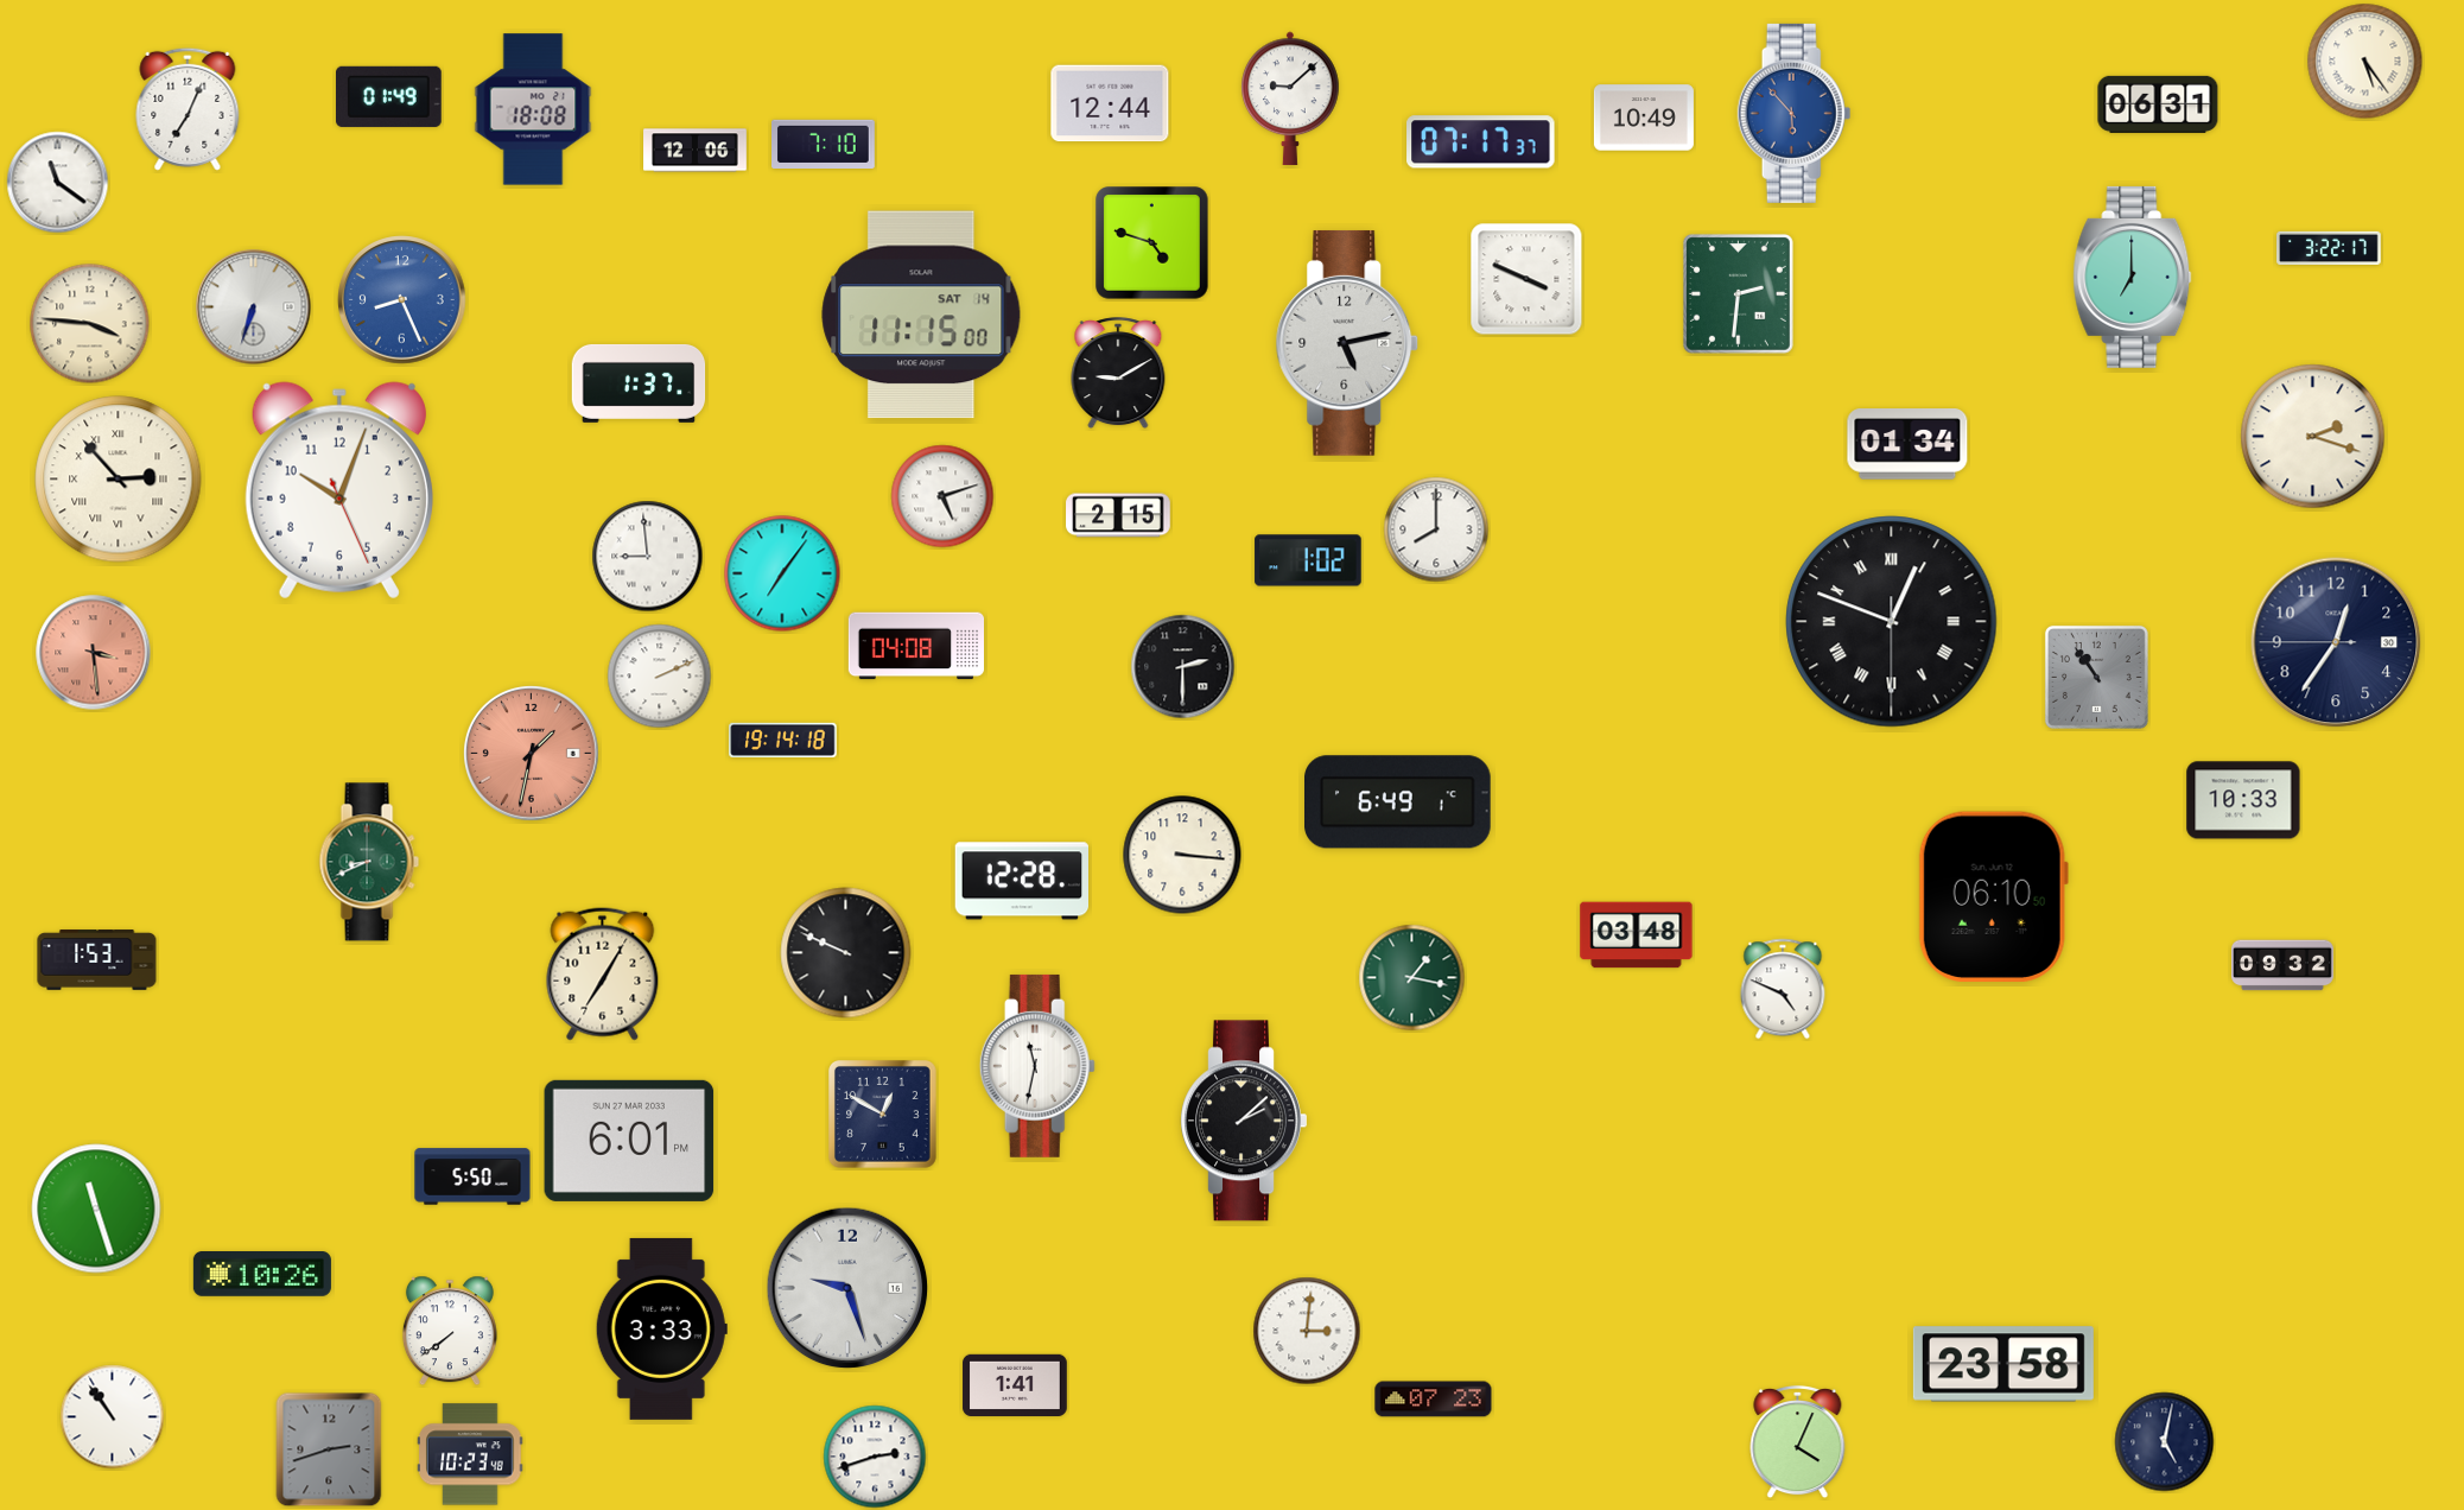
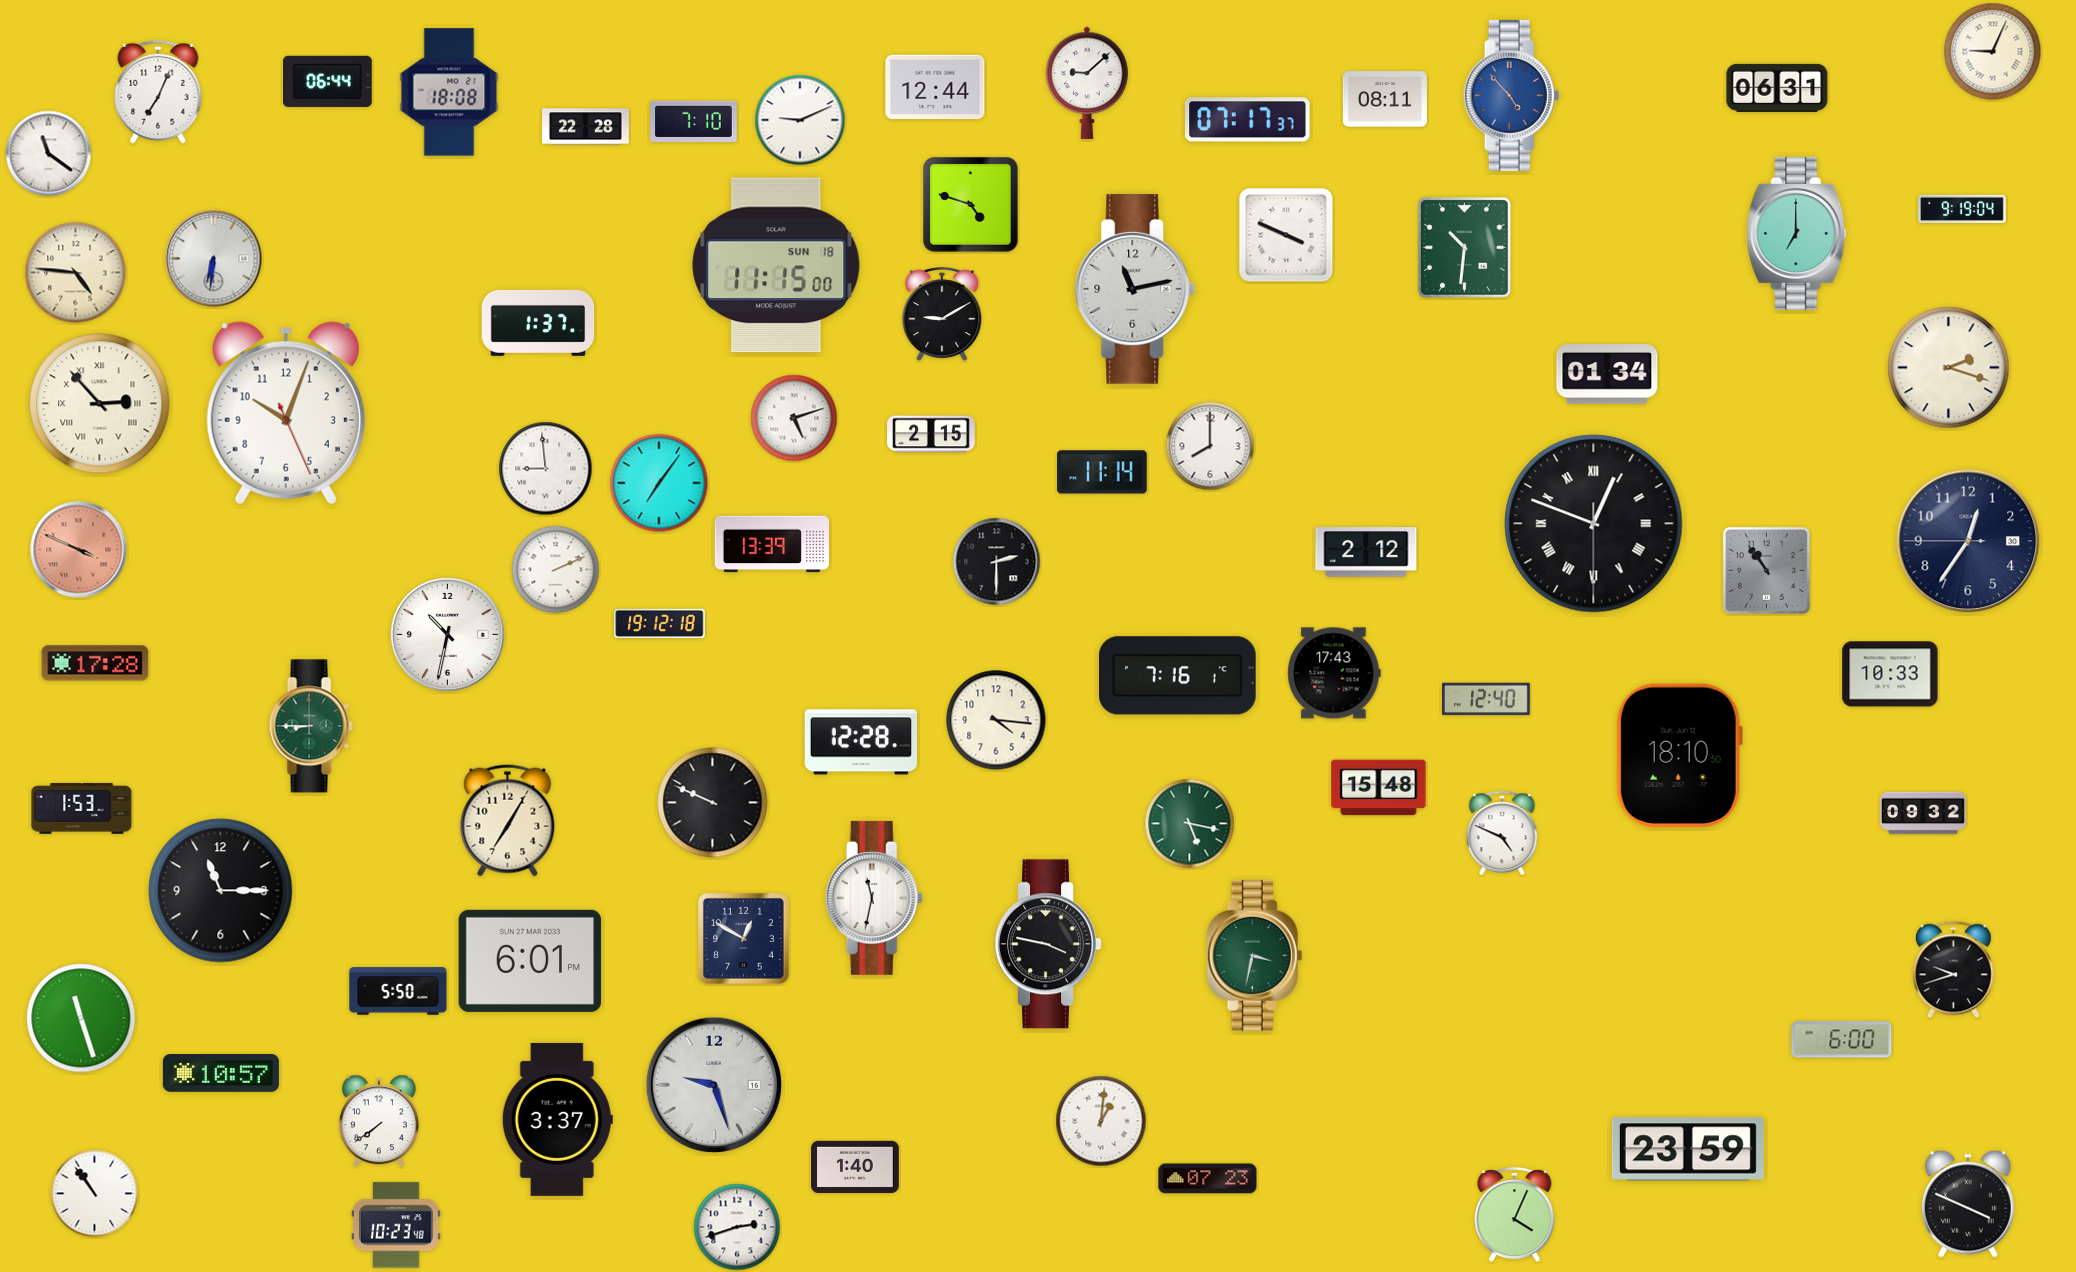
clock at (2365, 62): 5:24 -> 9:04
clock at (389, 96): 01:49 -> 06:44
clock at (2158, 104) position: (2158, 104) -> (1777, 88)
clock at (1795, 113): 5:53 -> 4:53
clock at (1644, 118): 10:49 -> 08:11
clock at (800, 120): none -> 9:11
clock at (696, 151): 12:06 -> 22:28
clock at (2329, 248): 3:22 -> 9:19
clock at (1738, 293): 2:31 -> 10:31
clock at (402, 300): 8:26 -> none
clock at (254, 307): 6:33 -> 6:31
clock at (921, 315) date: SAT 14 -> SUN 18
clock at (90, 324): 3:46 -> 4:46
clock at (1347, 343): 5:13 -> 11:13
clock at (1118, 515) position: (1118, 515) -> (931, 434)
clock at (1308, 560): 1:02 -> 11:14
clock at (915, 646): 04:08 -> 13:39
clock at (94, 653): 3:29 -> 3:49
clock at (1366, 552): none -> 2:12
clock at (783, 740): 19:14 -> 19:12
clock at (531, 753): 1:32 -> 10:32
clock at (531, 753) dial: salmon -> white
clock at (95, 663): none -> 17:28
clock at (1334, 673): none -> 17:43
clock at (1398, 802): 6:49 -> 7:16
clock at (1486, 699): none -> 12:40
clock at (1182, 855): 3:16 -> 4:16
clock at (369, 862): 8:41 -> 8:45
clock at (1993, 896): 06:10 -> 18:10
clock at (1637, 935): 03:48 -> 15:48
clock at (1412, 978): 1:17 -> 5:17
clock at (221, 891): none -> 11:15
clock at (1243, 1121): 2:08 -> 3:47
clock at (1255, 955): none -> 3:32
clock at (1954, 970): none -> 9:42
clock at (1842, 1040): none -> 6:00
clock at (262, 1275): 10:26 -> 10:57
clock at (661, 1328): 3:33 -> 3:37
clock at (1307, 1331): 3:01 -> 1:01
clock at (2003, 1364): 23:58 -> 23:59
clock at (1015, 1384): 1:41 -> 1:40
clock at (1969, 1204): none -> 3:49
clock at (2165, 1442): 5:02 -> none
clock at (329, 1449): 2:42 -> none
